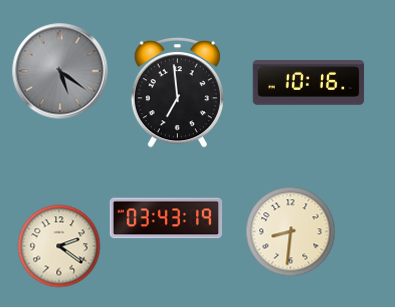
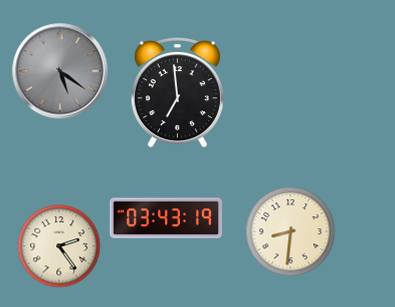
clock at (309, 83): 10:16 -> none
clock at (59, 246): 2:21 -> 2:24
